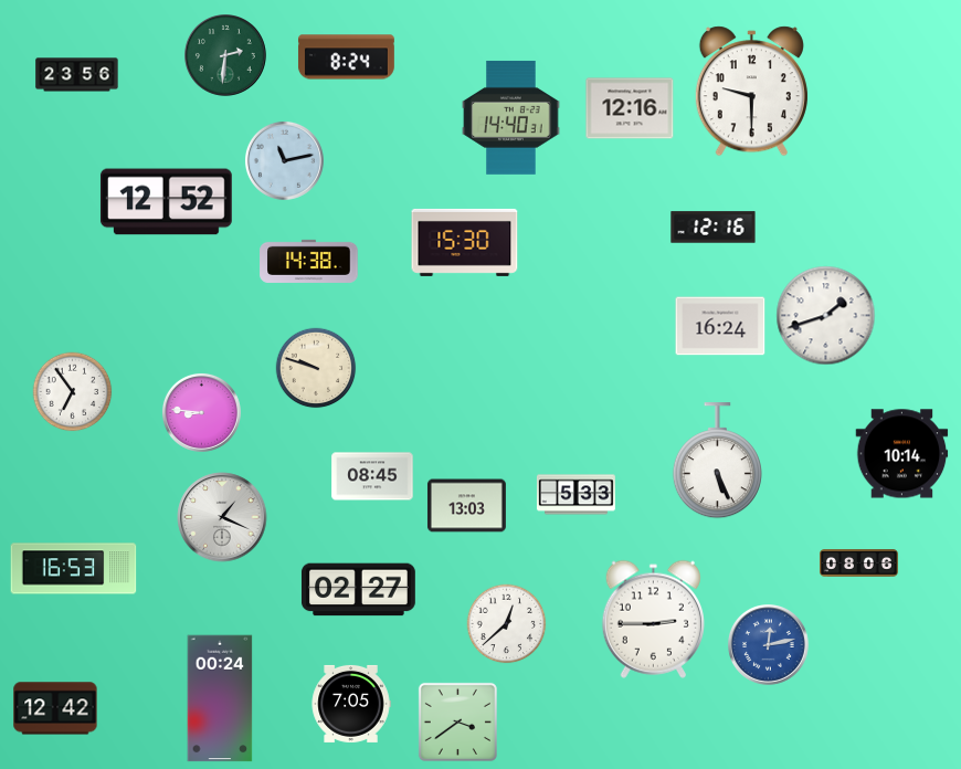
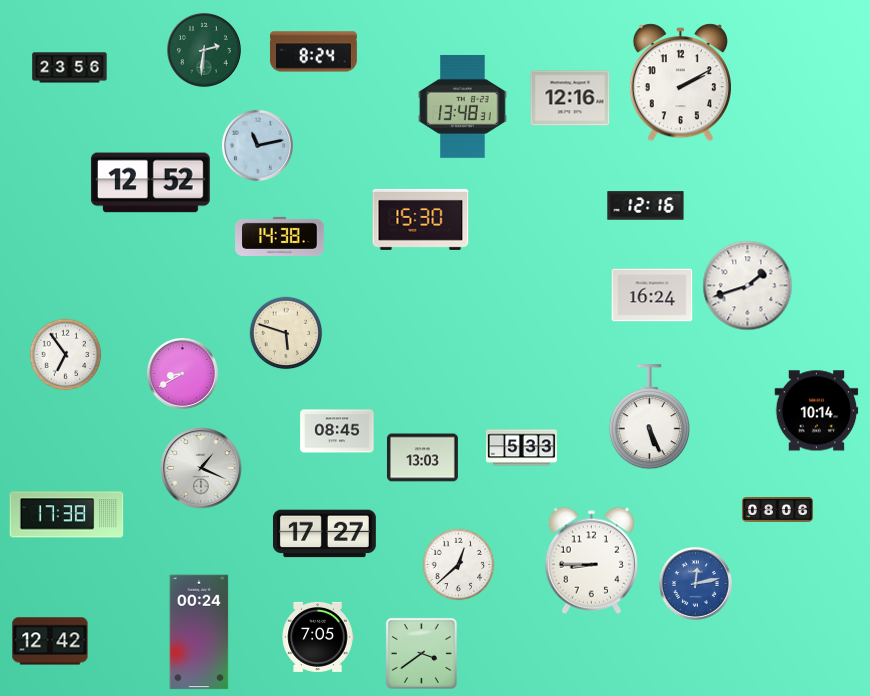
clock at (751, 92): 9:30 -> 2:10
clock at (511, 117): 14:40 -> 13:48
clock at (316, 368): 9:48 -> 5:48
clock at (201, 412): 8:46 -> 8:40
clock at (74, 569): 16:53 -> 17:38
clock at (358, 590): 02:27 -> 17:27
clock at (653, 619): 2:45 -> 8:45
clock at (457, 721) position: (457, 721) -> (421, 653)
